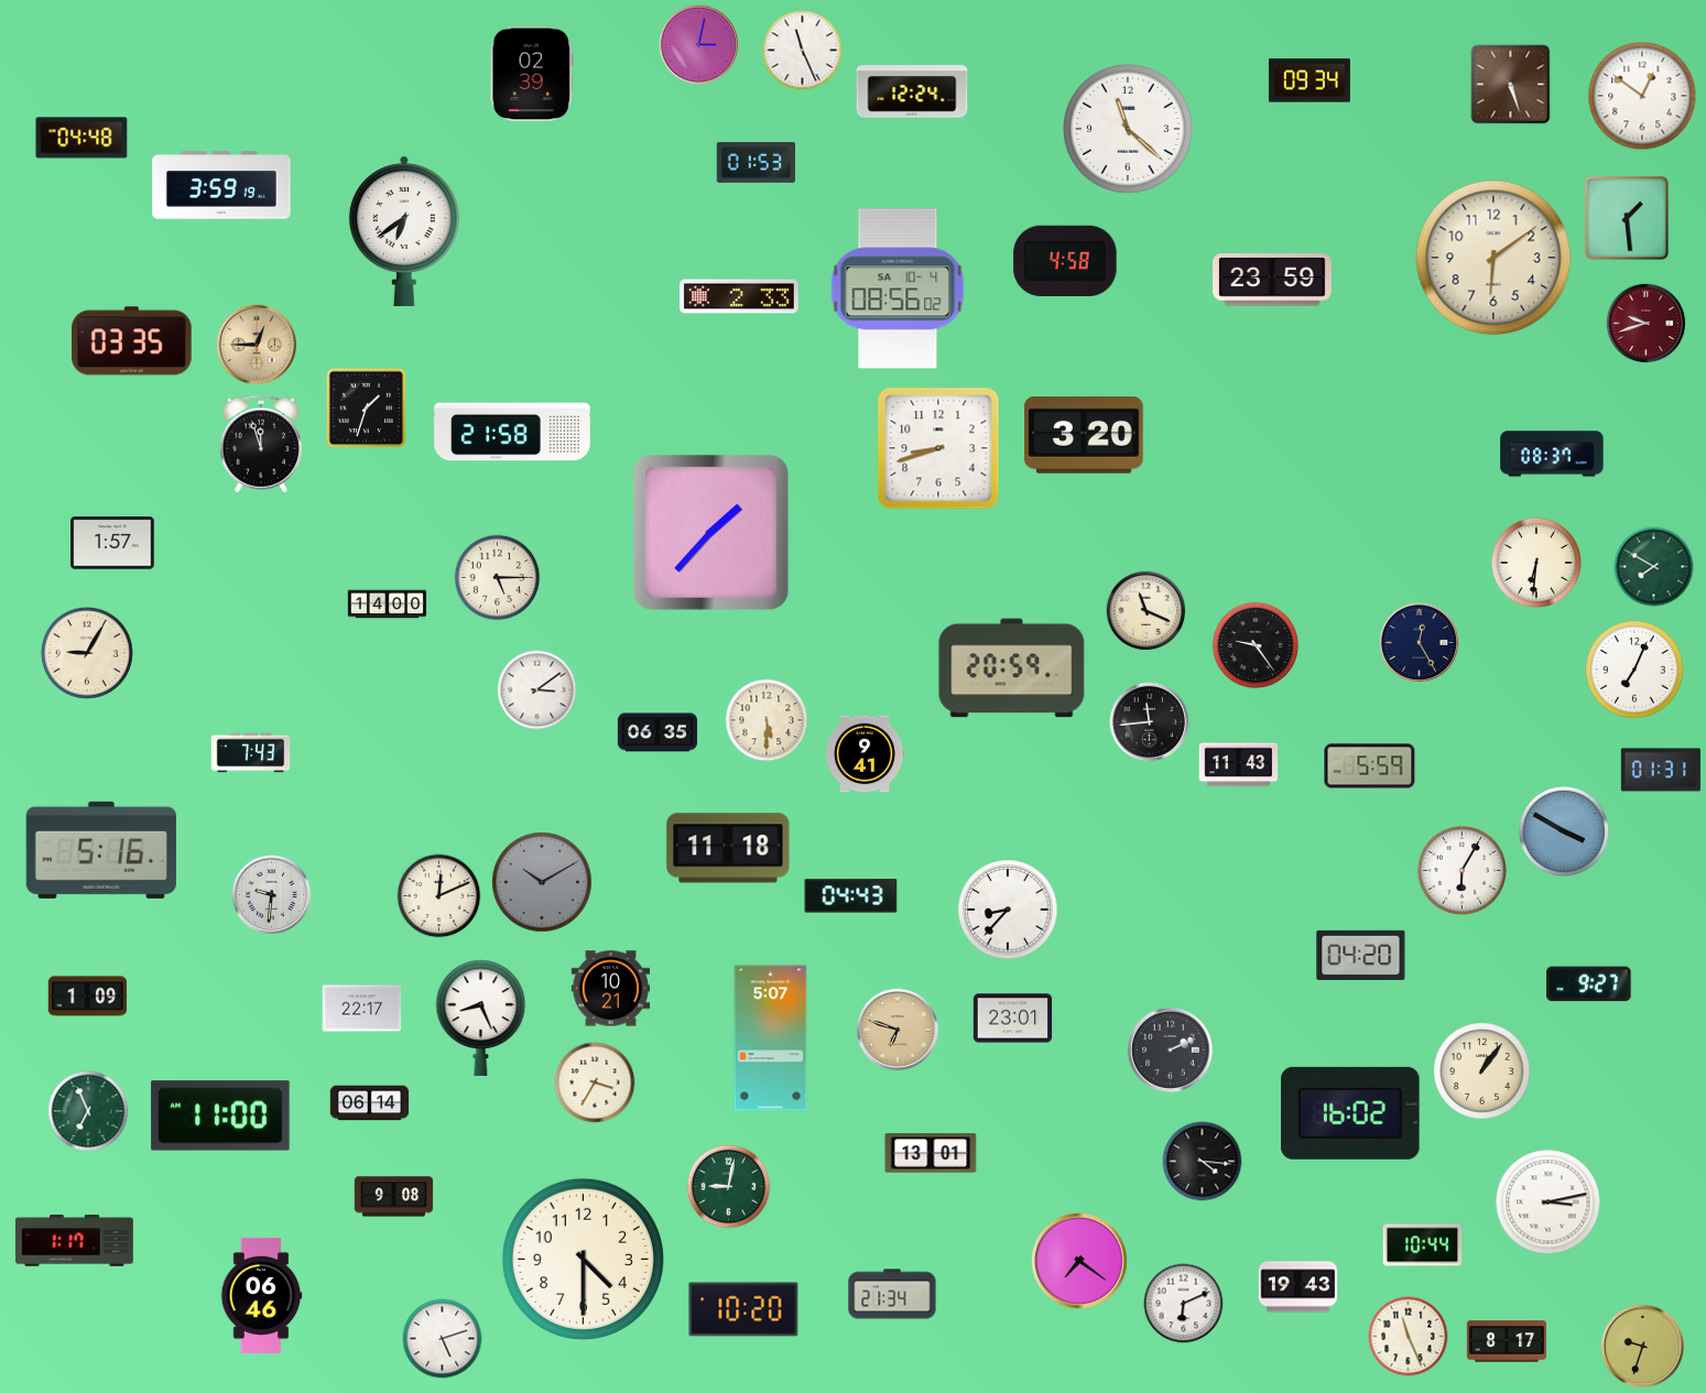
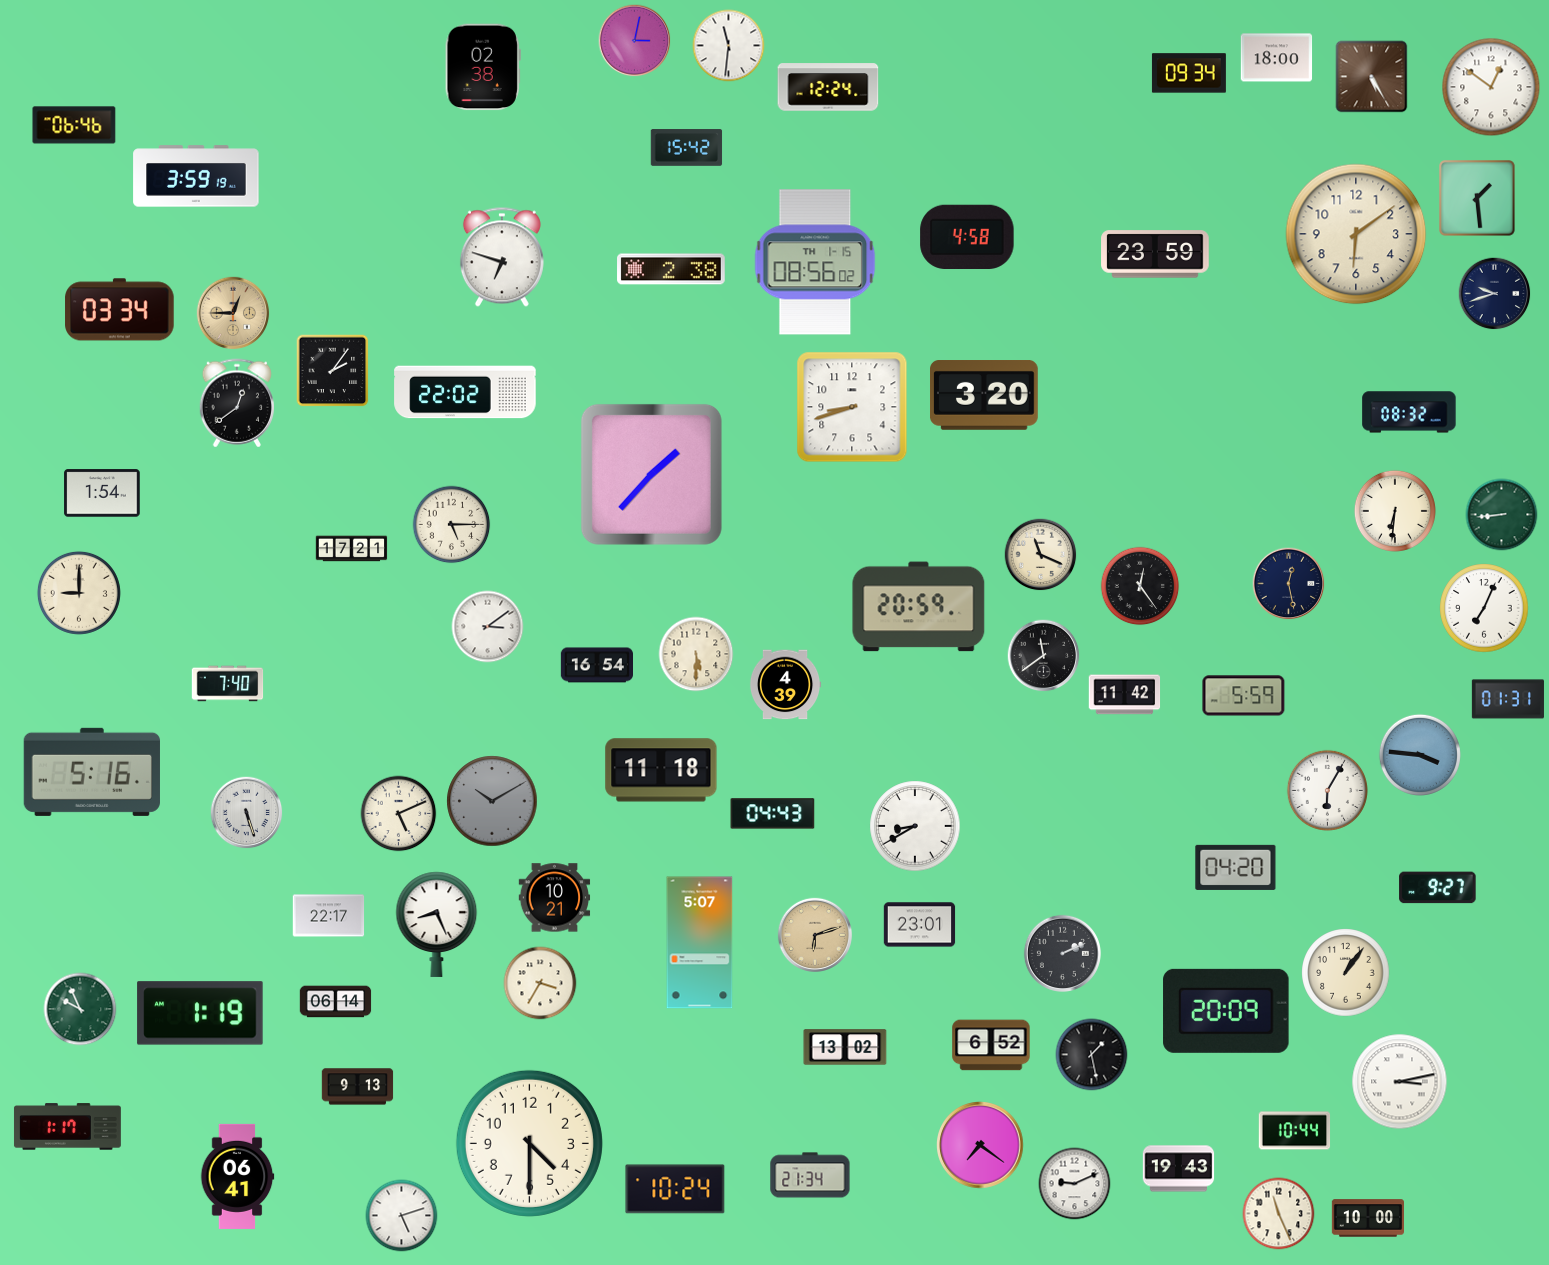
clock at (803, 51): 11:26 -> 11:31
clock at (1277, 58): none -> 18:00
clock at (532, 74): 02:39 -> 02:38
clock at (1511, 85): 5:27 -> 5:25
clock at (912, 91) position: (912, 91) -> (828, 87)
clock at (1128, 129): 11:22 -> none
clock at (82, 138): 04:48 -> 06:46
clock at (757, 163): 01:53 -> 15:42
clock at (221, 185) position: (221, 185) -> (196, 176)
clock at (404, 230): 6:39 -> none
clock at (502, 257): none -> 6:48
clock at (898, 289) date: SA 10-4 -> TH 1-15
clock at (739, 296): 2:33 -> 2:38
clock at (1647, 324) dial: burgundy -> navy
clock at (132, 341): 03:35 -> 03:34
clock at (367, 409): 1:33 -> 2:06
clock at (512, 432): 21:58 -> 22:02
clock at (260, 444): 11:57 -> 12:39
clock at (1552, 454): 08:37 -> 08:32
clock at (710, 532) position: (710, 532) -> (651, 474)
clock at (112, 543): 1:57 -> 1:54
clock at (1654, 567): 7:50 -> 8:44
clock at (388, 605): 14:00 -> 17:21
clock at (1420, 643): 12:25 -> 12:28
clock at (1256, 645): 9:24 -> 12:24
clock at (87, 653): 9:05 -> 9:00
clock at (1150, 722): 11:44 -> 11:39
clock at (656, 732): 06:35 -> 16:54
clock at (251, 753): 7:43 -> 7:40
clock at (865, 754): 9:41 -> 4:39
clock at (1239, 765): 11:43 -> 11:42
clock at (1564, 831): 3:50 -> 3:46
clock at (272, 895): 9:31 -> 5:27
clock at (439, 896): 12:11 -> 5:11
clock at (1008, 910): 8:37 -> 8:40
clock at (1589, 984) position: (1589, 984) -> (1438, 888)
clock at (88, 997): 1:09 -> none
clock at (897, 1029): 6:48 -> 6:12
clock at (88, 1111): 6:56 -> 9:56
clock at (1350, 1113): 16:02 -> 20:09
clock at (220, 1116): 11:00 -> 1:19
clock at (991, 1045): none -> 6:52
clock at (931, 1153): 13:01 -> 13:02
clock at (1203, 1162): 4:16 -> 1:28
clock at (729, 1187): 9:02 -> none
clock at (394, 1197): 9:08 -> 9:13
clock at (1549, 1202) position: (1549, 1202) -> (1400, 1082)
clock at (1423, 1245) position: (1423, 1245) -> (1295, 1131)
clock at (261, 1295): 06:46 -> 06:41
clock at (1184, 1304): 6:11 -> 9:11
clock at (743, 1309): 10:20 -> 10:24
clock at (1506, 1341): 8:17 -> 10:00
clock at (1642, 1346): 9:33 -> none
